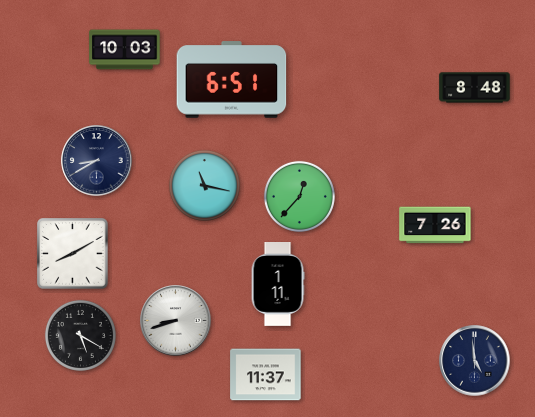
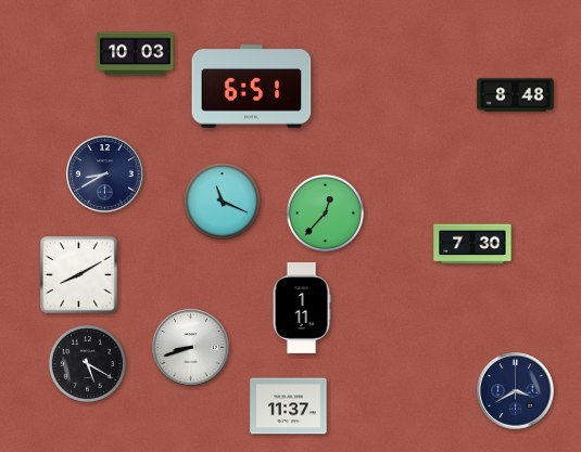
clock at (204, 185): 11:17 -> 11:19
clock at (435, 225): 7:26 -> 7:30
clock at (475, 361): 4:59 -> 3:40
